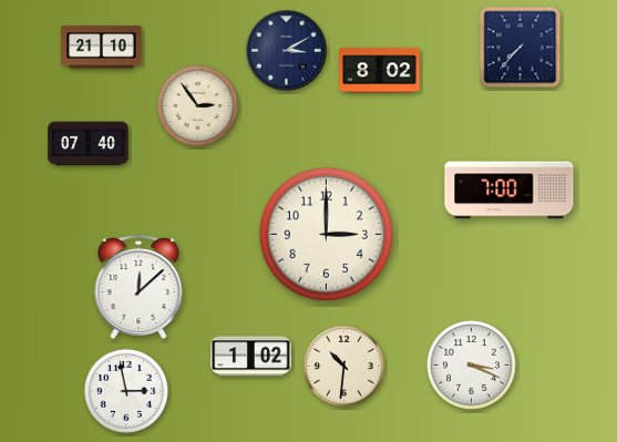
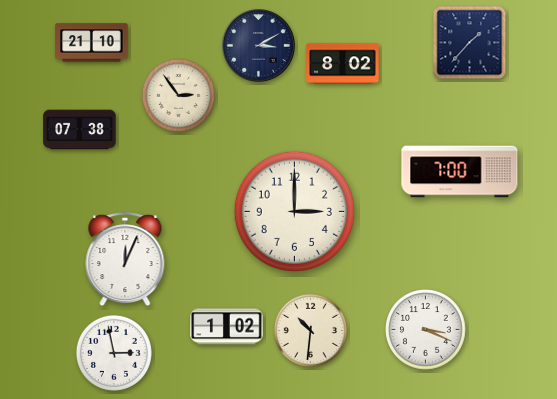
clock at (521, 48): 7:37 -> 1:37
clock at (89, 144): 07:40 -> 07:38
clock at (138, 288): 12:08 -> 12:04
clock at (251, 357) position: (251, 357) -> (227, 327)
